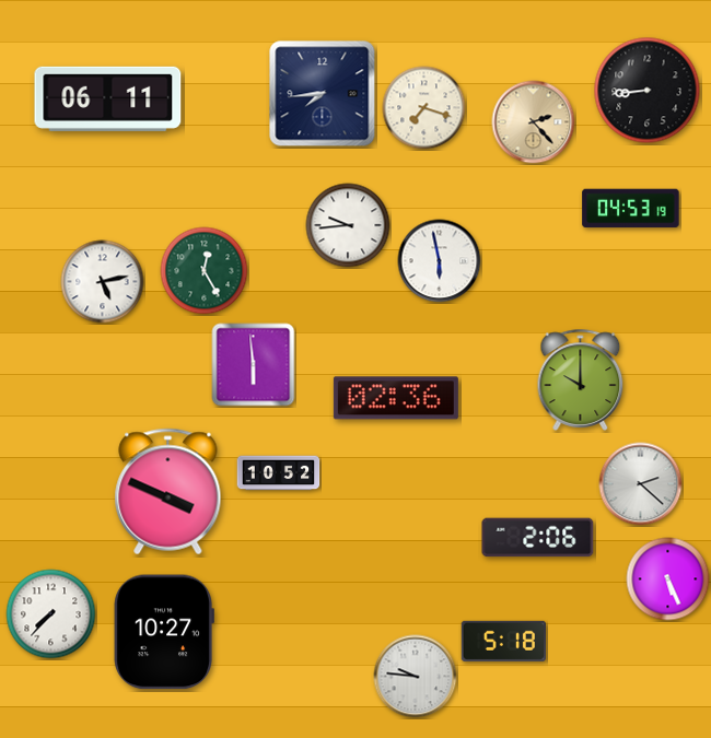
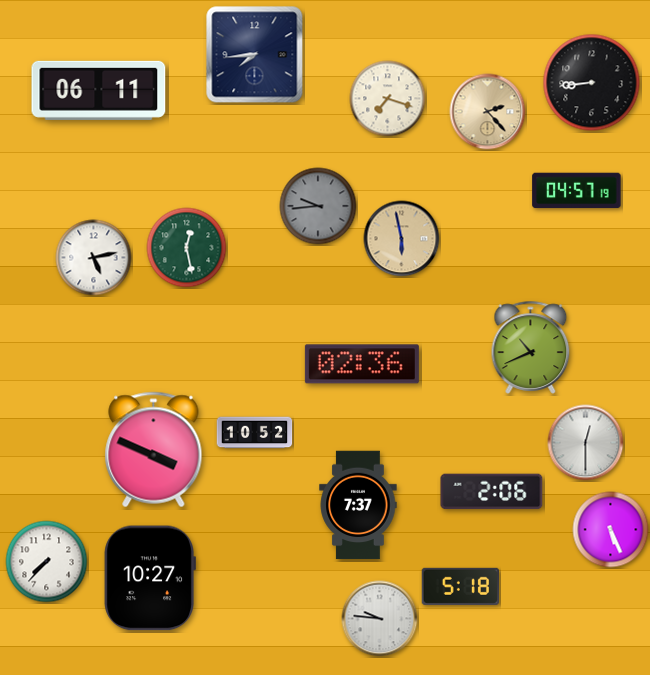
clock at (323, 94) position: (323, 94) -> (255, 55)
clock at (631, 209): 04:53 -> 04:57
clock at (348, 225) dial: white -> grey
clock at (440, 261) dial: white -> champagne
clock at (205, 271): 12:25 -> 12:28
clock at (254, 365): 5:59 -> none
clock at (581, 379): 10:00 -> 10:41
clock at (641, 484): 2:22 -> 12:30
clock at (358, 505): none -> 7:37
